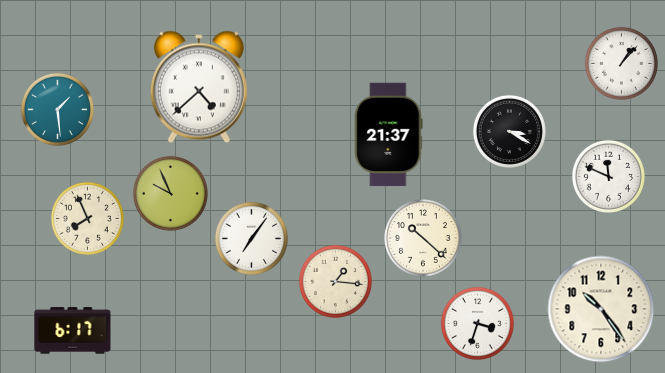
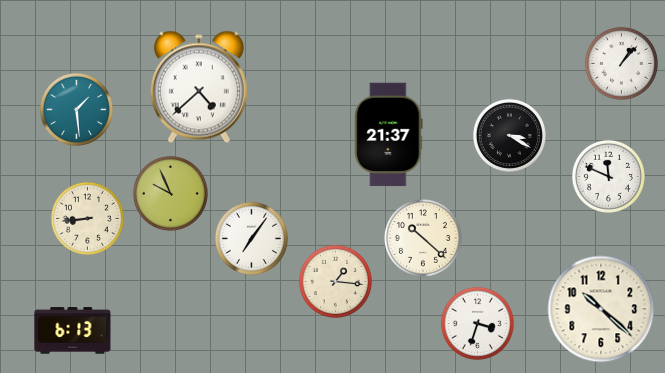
clock at (57, 109) position: (57, 109) -> (76, 109)
clock at (509, 131) position: (509, 131) -> (509, 135)
clock at (87, 218): 7:56 -> 8:44
clock at (601, 309): 10:24 -> 10:22
clock at (73, 331): 6:17 -> 6:13
